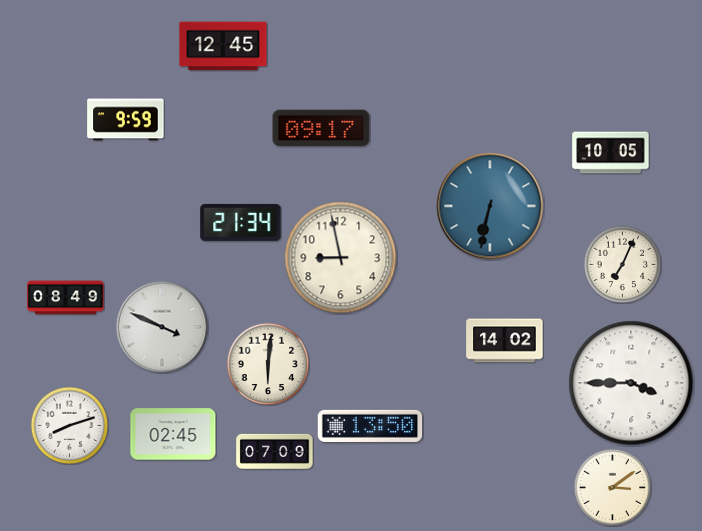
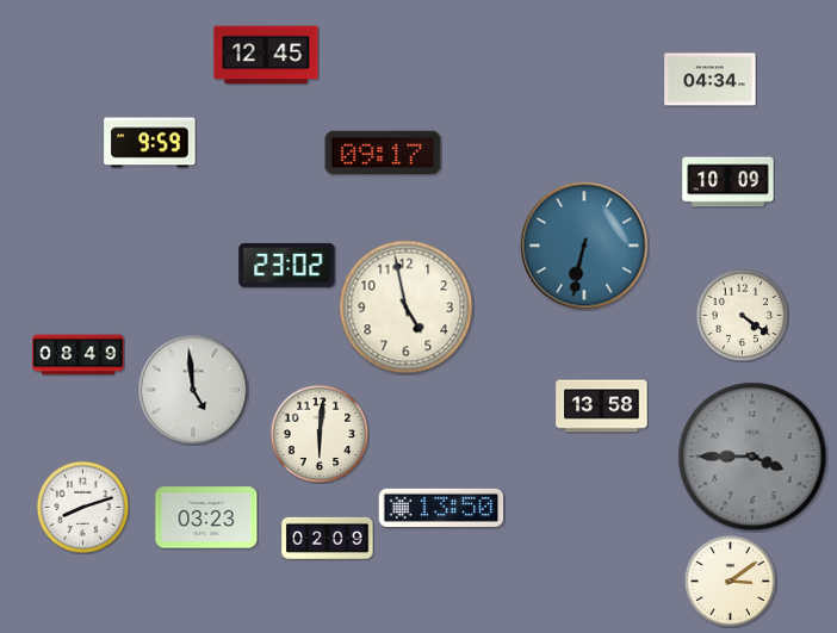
clock at (711, 80): none -> 04:34
clock at (611, 153): 10:05 -> 10:09
clock at (241, 222): 21:34 -> 23:02
clock at (341, 258): 8:58 -> 4:58
clock at (622, 264): 7:04 -> 4:21
clock at (162, 327): 3:49 -> 4:59
clock at (505, 341): 14:02 -> 13:58
clock at (631, 383) dial: white -> grey
clock at (173, 434): 02:45 -> 03:23
clock at (275, 451): 07:09 -> 02:09
